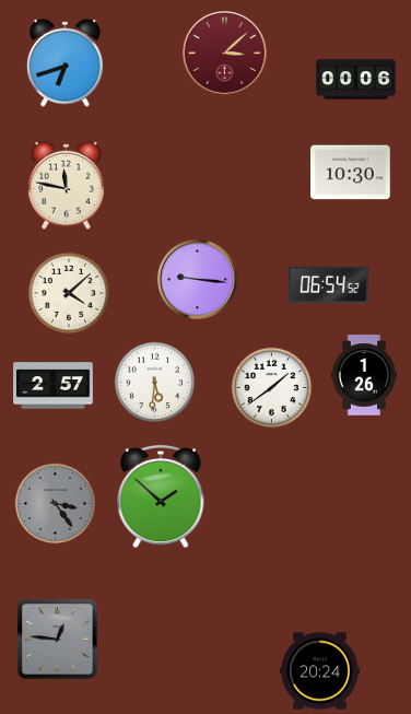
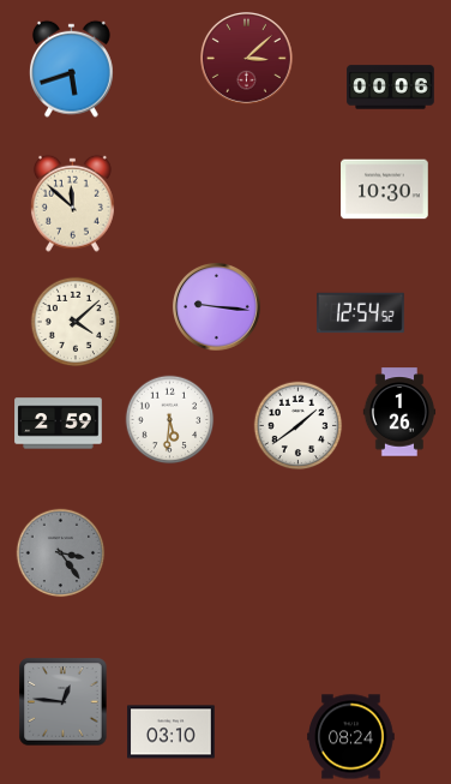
clock at (64, 62): 6:42 -> 5:42
clock at (66, 185): 11:47 -> 11:52
clock at (329, 285): 06:54 -> 12:54
clock at (54, 386): 2:57 -> 2:59
clock at (161, 496): 1:52 -> none
clock at (172, 732): none -> 03:10
clock at (320, 671): 20:24 -> 08:24
